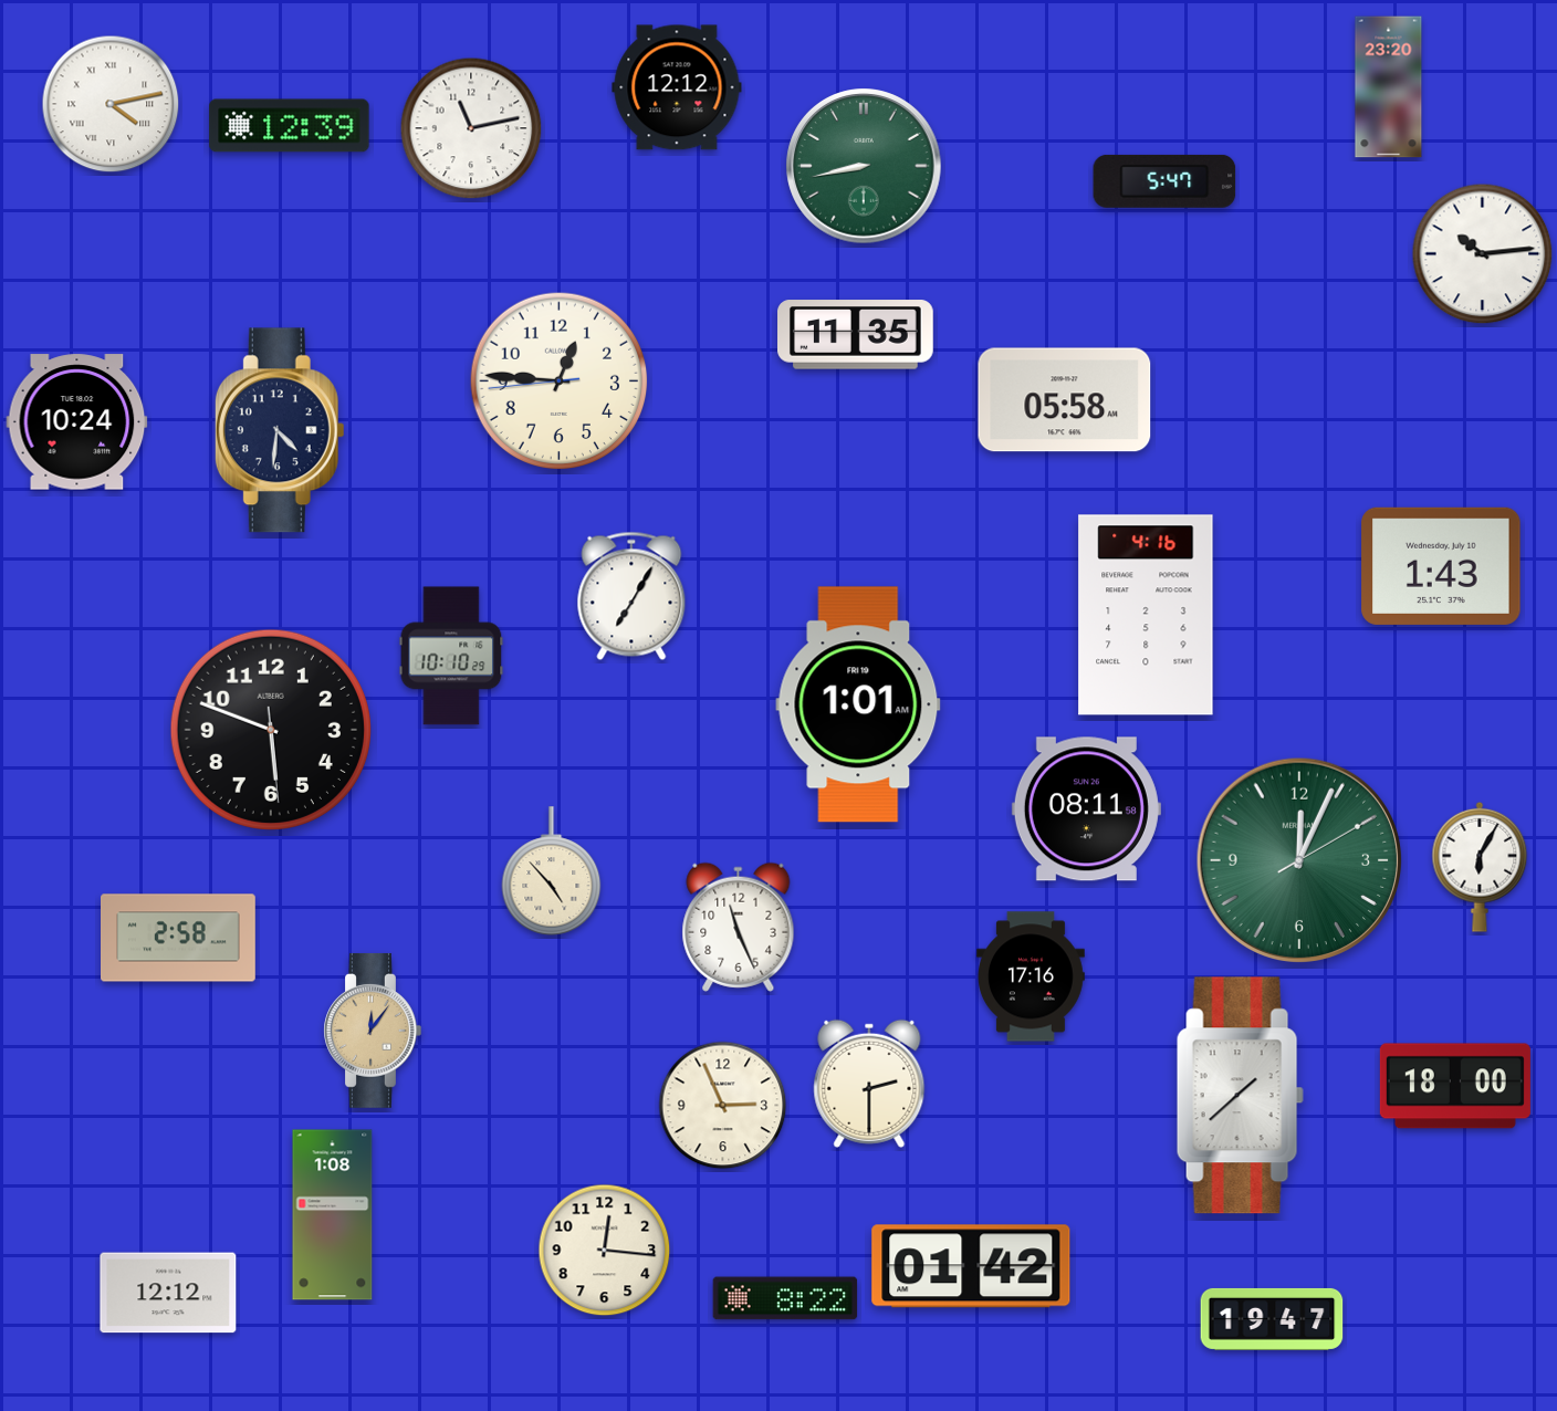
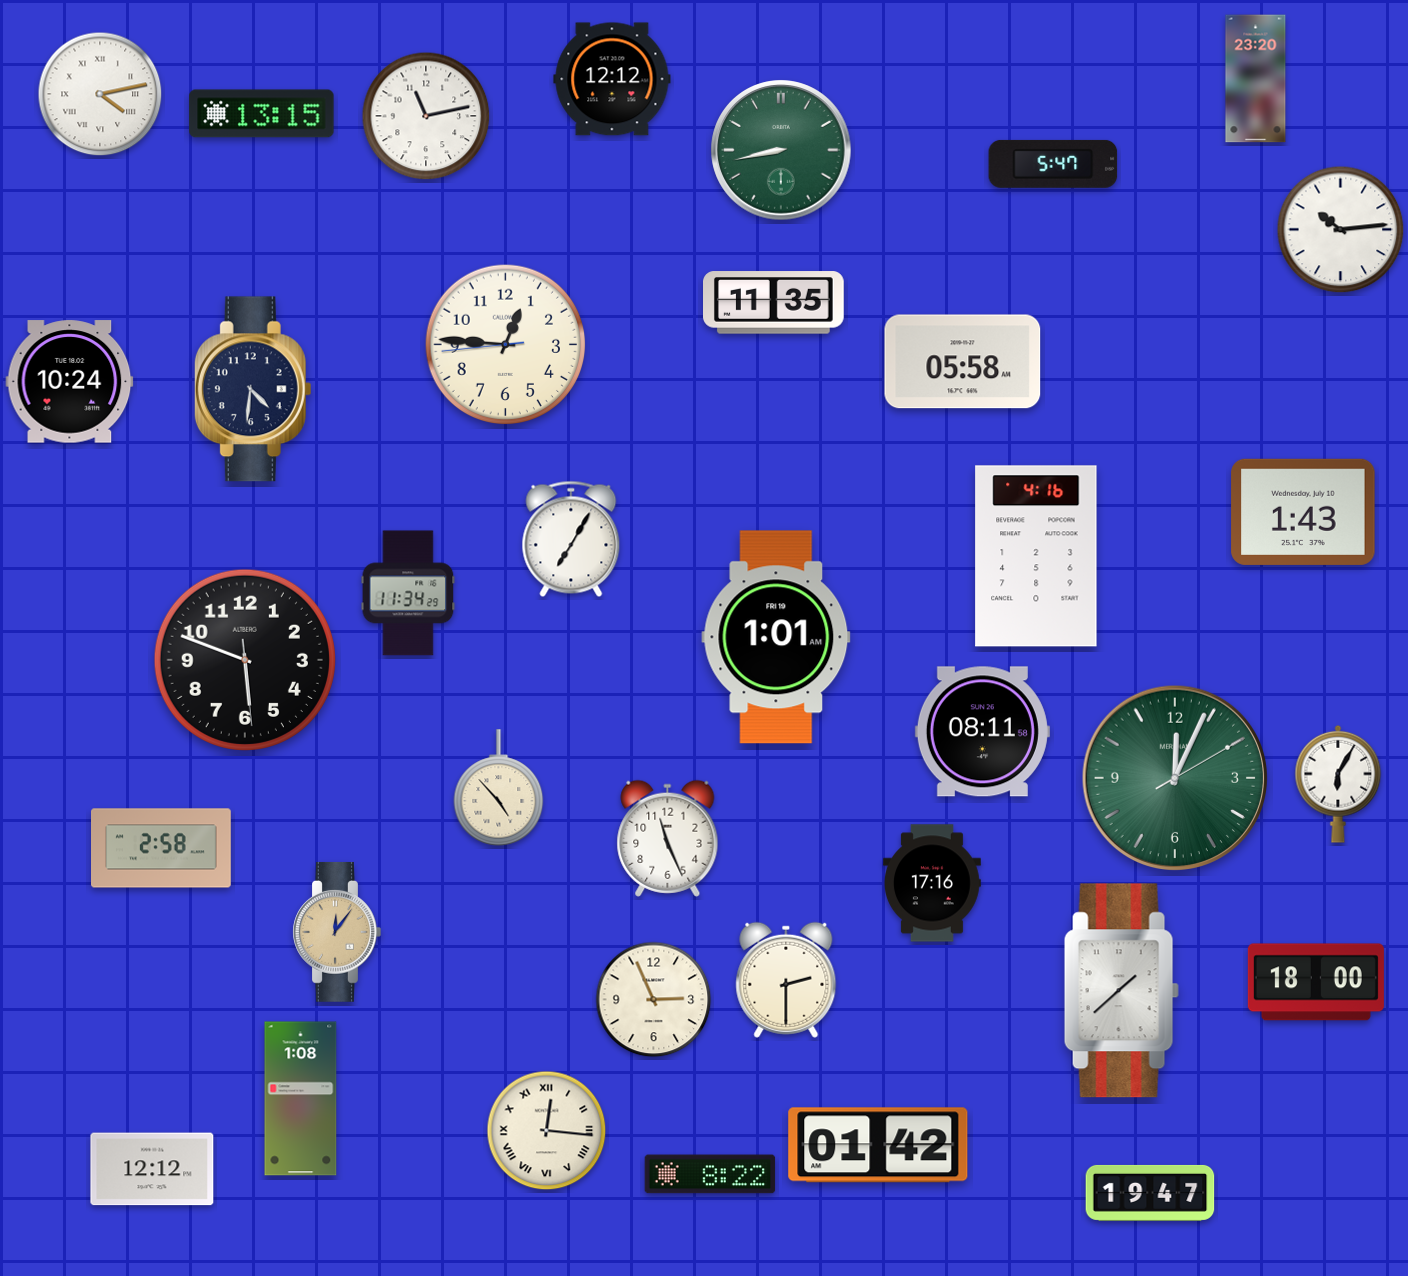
clock at (290, 126): 12:39 -> 13:15
clock at (451, 656): 10:10 -> 11:34
clock at (605, 1251) numerals: Arabic -> Roman
